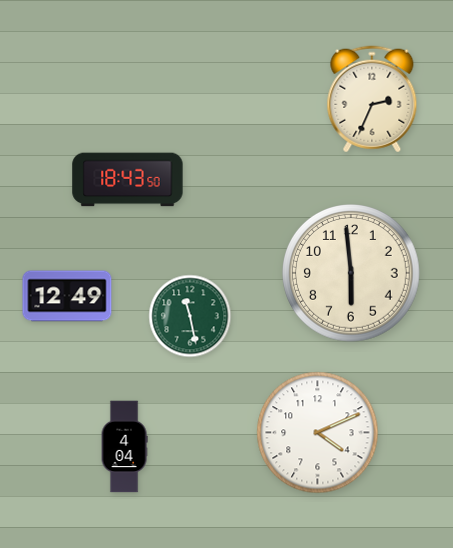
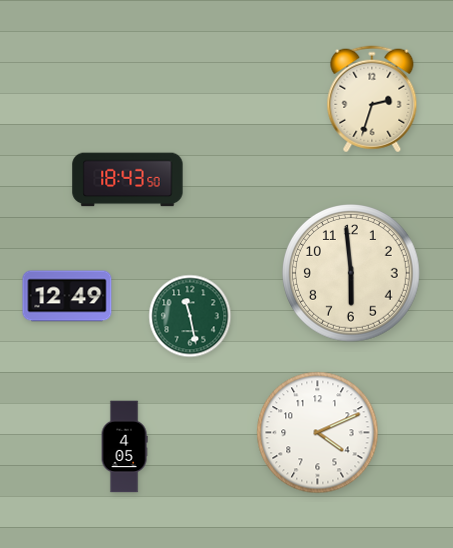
clock at (372, 99): 2:34 -> 2:33
clock at (124, 447): 4:04 -> 4:05
